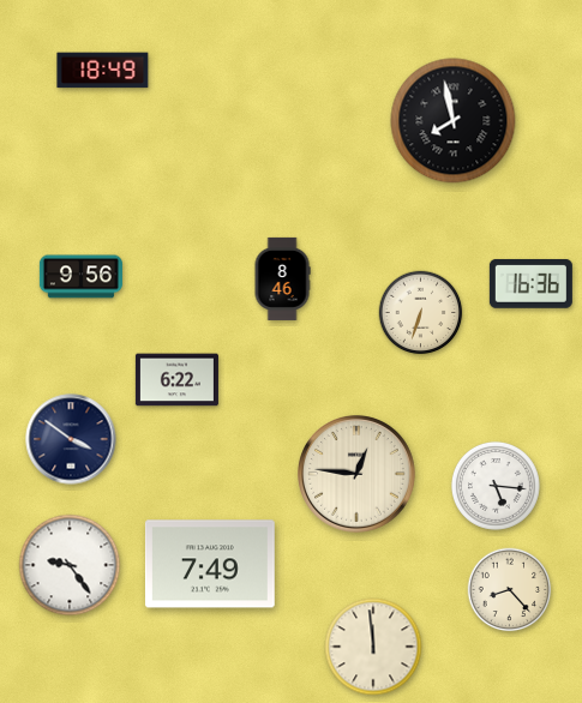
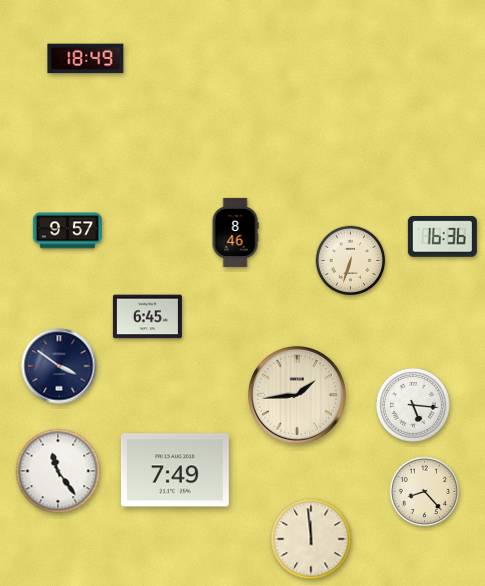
clock at (454, 121): 7:58 -> none
clock at (80, 277): 9:56 -> 9:57
clock at (176, 380): 6:22 -> 6:45
clock at (358, 475): 12:46 -> 1:44
clock at (70, 565): 9:24 -> 11:24
